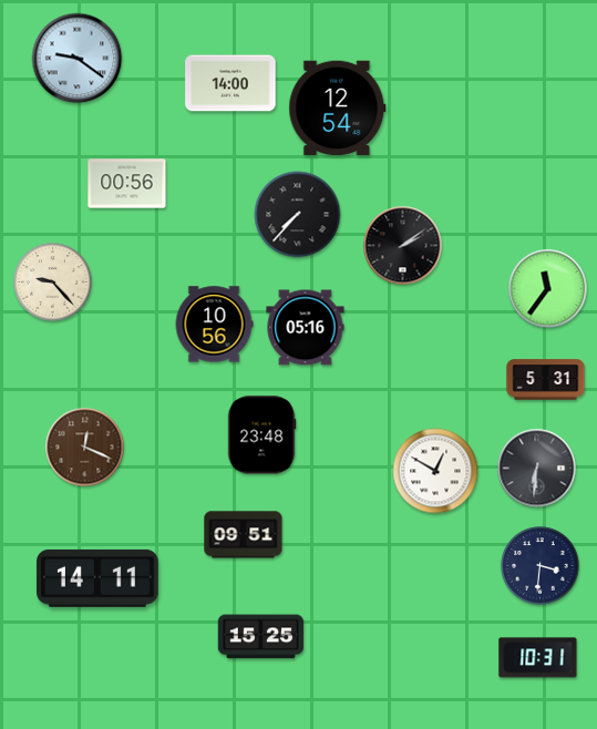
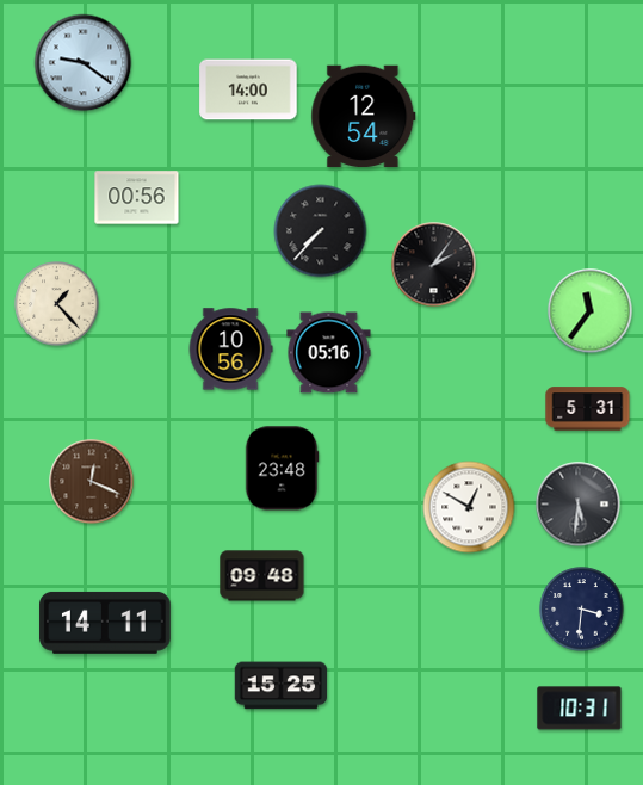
clock at (403, 246): 2:09 -> 2:06
clock at (53, 283): 9:23 -> 1:23
clock at (537, 469): 6:31 -> 5:31
clock at (244, 535): 09:51 -> 09:48
